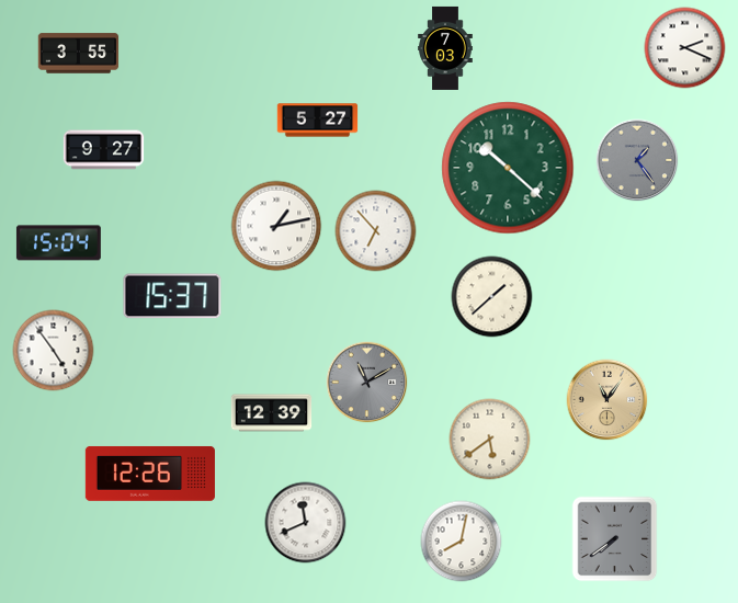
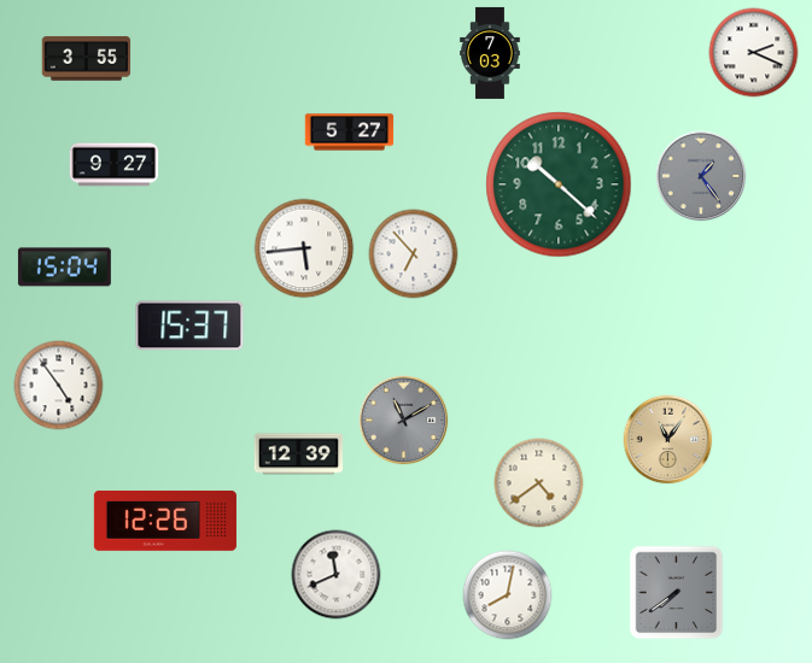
clock at (276, 226): 1:13 -> 5:44
clock at (492, 297): 1:38 -> none
clock at (490, 440): 5:39 -> 4:39
